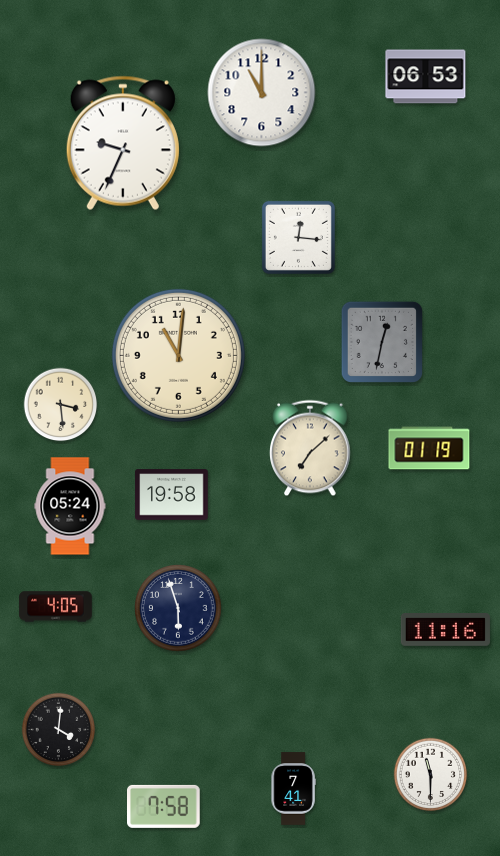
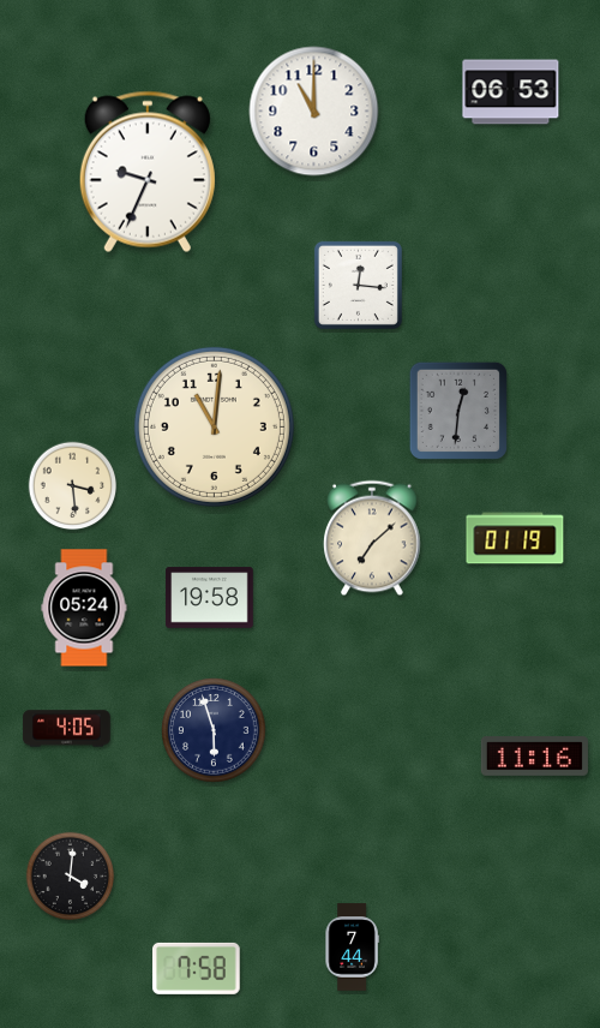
clock at (381, 341): 12:32 -> 12:31
clock at (172, 495) position: (172, 495) -> (210, 598)
clock at (431, 775): 11:30 -> none
clock at (293, 789): 7:41 -> 7:44
